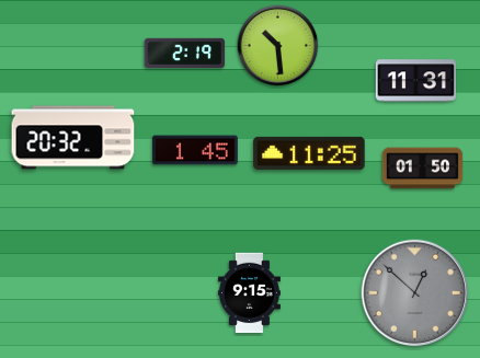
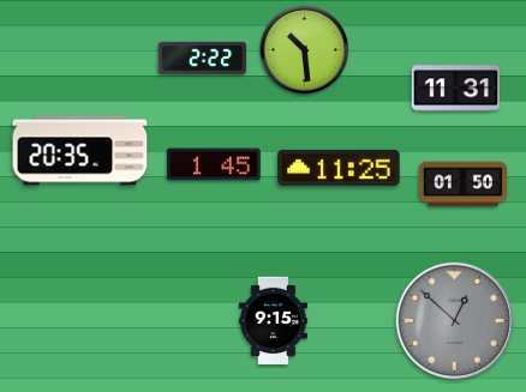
clock at (185, 53): 2:19 -> 2:22
clock at (73, 138): 20:32 -> 20:35
